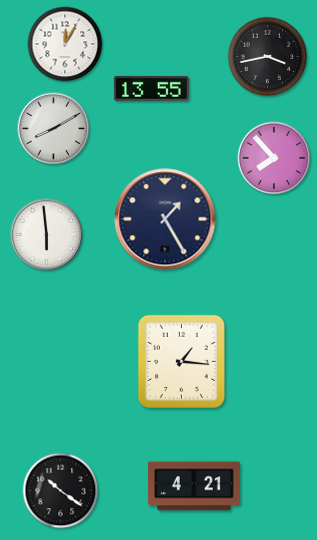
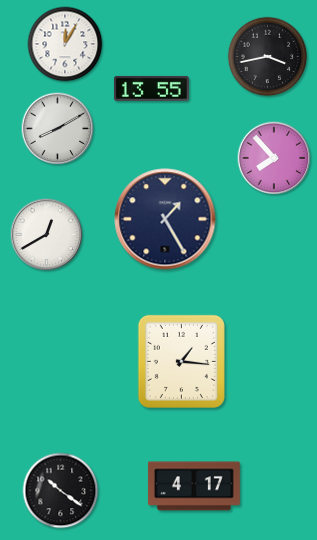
clock at (54, 129) position: (54, 129) -> (58, 129)
clock at (47, 235): 5:59 -> 12:40
clock at (194, 486): 4:21 -> 4:17
